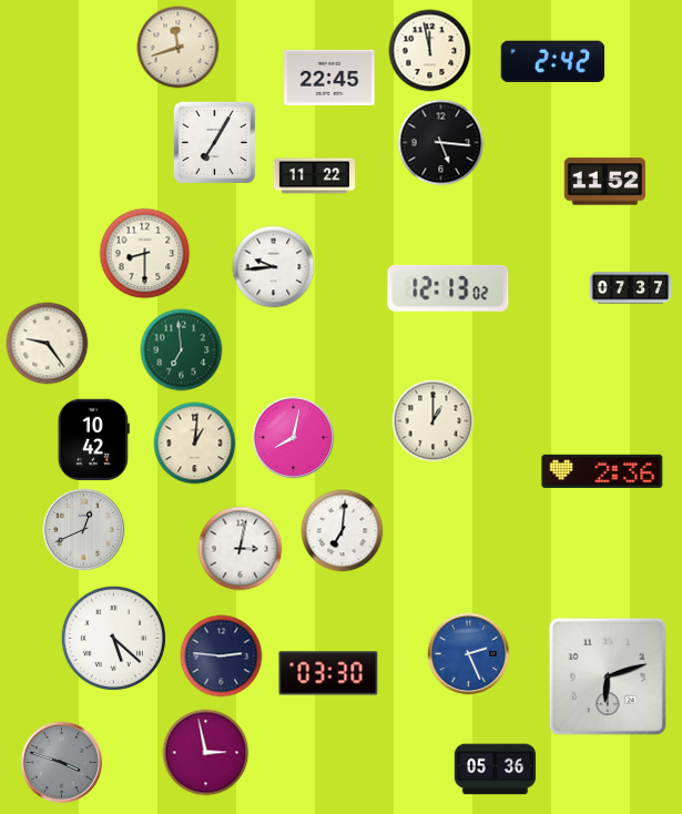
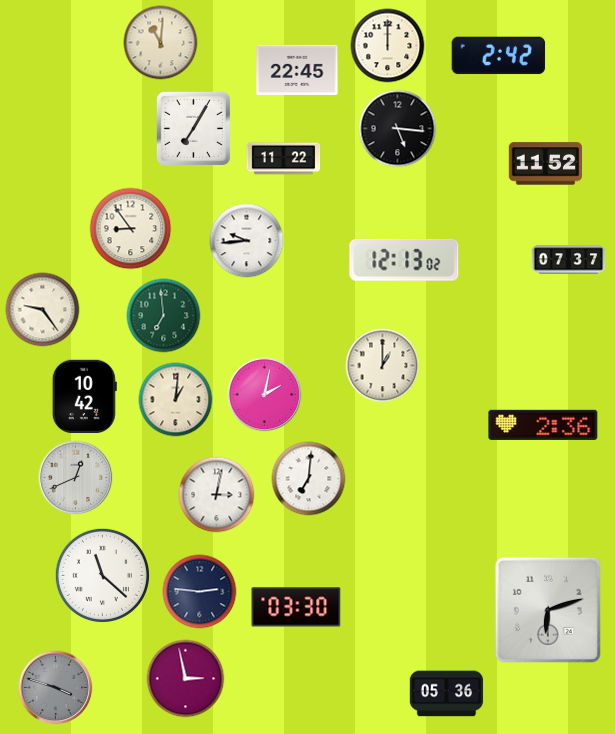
clock at (179, 48): 11:42 -> 11:01
clock at (430, 51): 11:58 -> 12:00
clock at (145, 254): 8:30 -> 8:54
clock at (434, 421) position: (434, 421) -> (383, 366)
clock at (294, 438): 8:02 -> 2:02
clock at (113, 638): 5:22 -> 11:22
clock at (469, 654): 2:26 -> none
